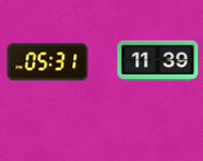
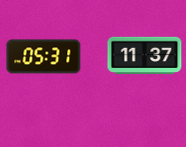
clock at (158, 60): 11:39 -> 11:37
